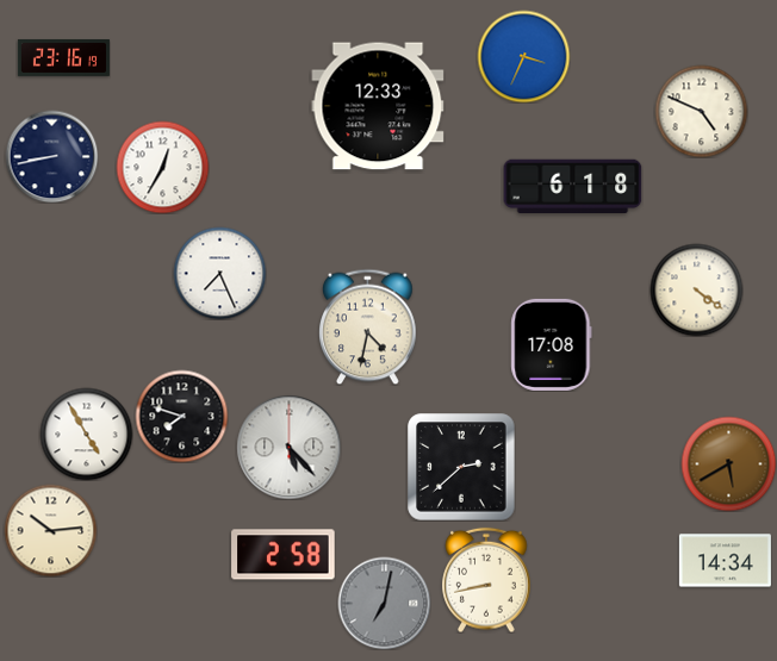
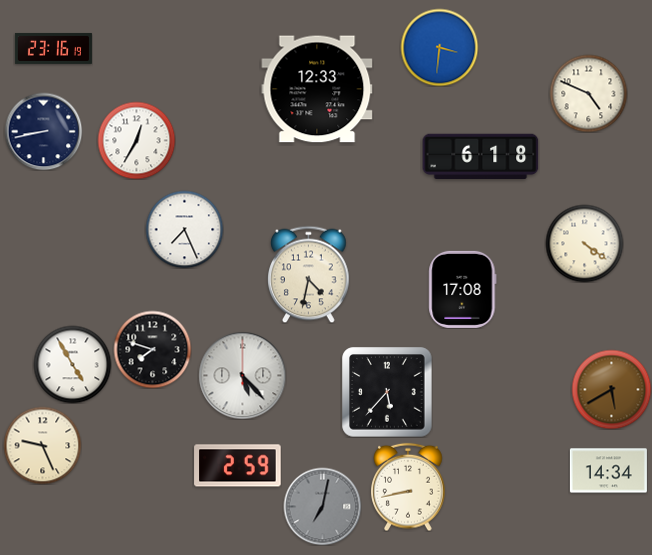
clock at (523, 56): 3:34 -> 3:31
clock at (461, 467): 2:38 -> 5:37
clock at (50, 530): 10:14 -> 9:26
clock at (284, 555): 2:58 -> 2:59
